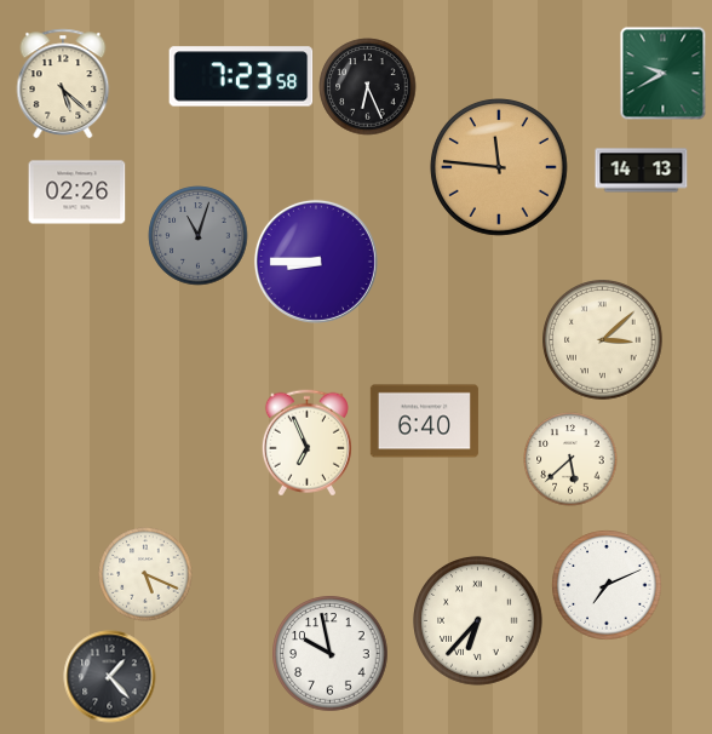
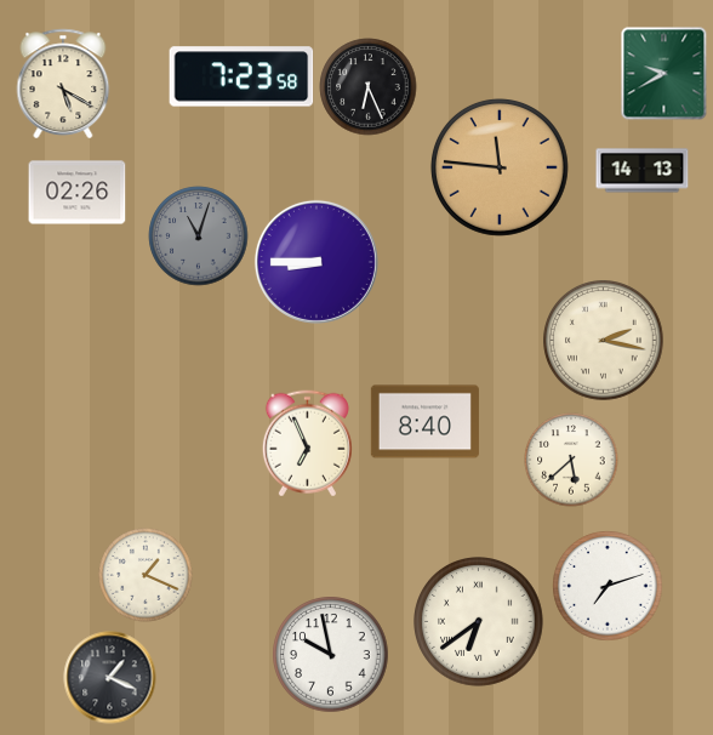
clock at (63, 82): 5:22 -> 5:20
clock at (603, 340): 3:08 -> 2:17
clock at (424, 422): 6:40 -> 8:40
clock at (145, 574): 5:19 -> 1:19
clock at (607, 585): 7:11 -> 7:12
clock at (478, 621): 6:37 -> 6:39
clock at (110, 677): 1:23 -> 1:19
